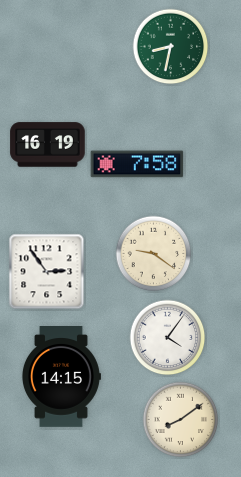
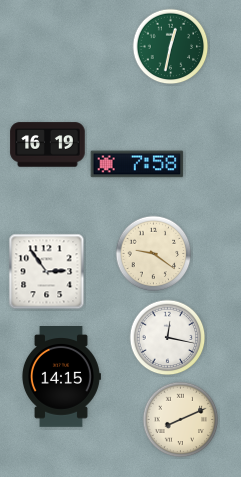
clock at (171, 47): 8:32 -> 12:32
clock at (168, 338): 4:06 -> 12:17
clock at (181, 420): 8:09 -> 8:11
